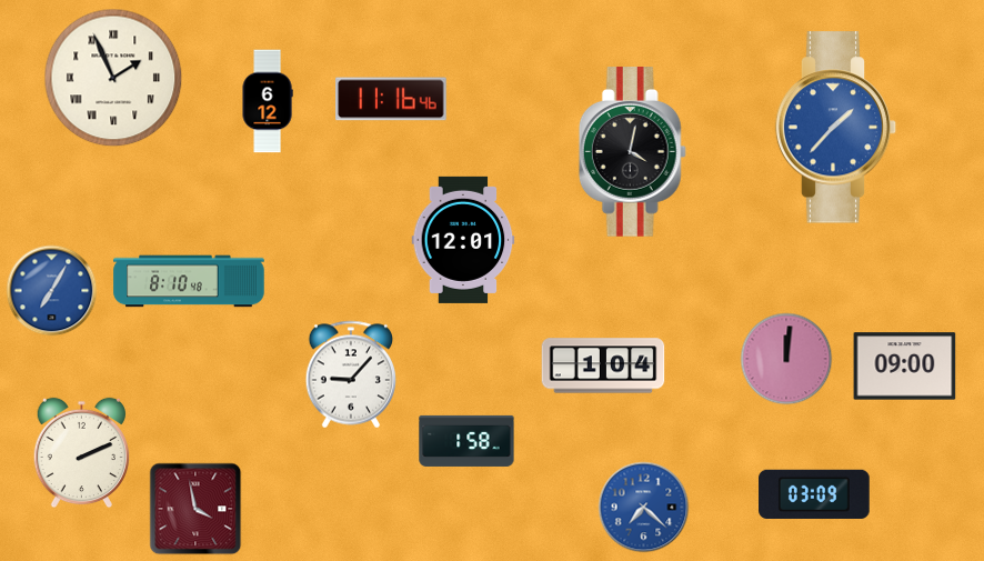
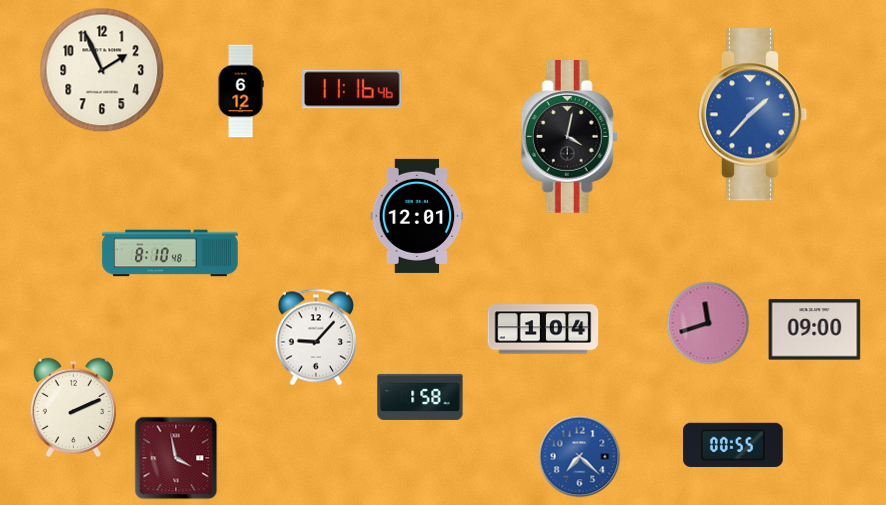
clock at (113, 78) numerals: Roman -> Arabic
clock at (52, 291): 7:05 -> none
clock at (786, 359): 12:01 -> 11:42
clock at (814, 493): 03:09 -> 00:55
